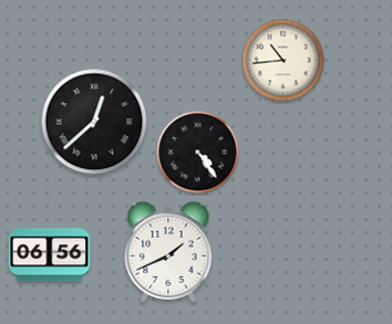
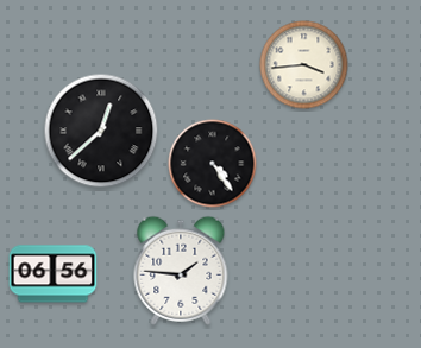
clock at (283, 61): 10:44 -> 3:44
clock at (168, 252): 1:41 -> 1:46
